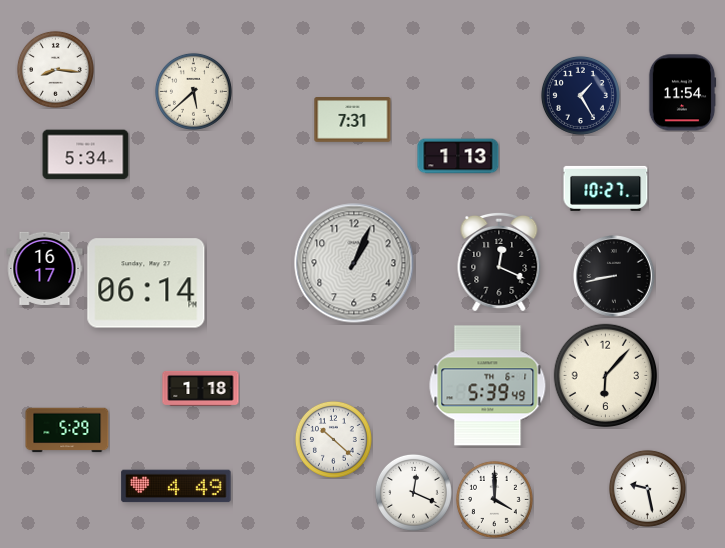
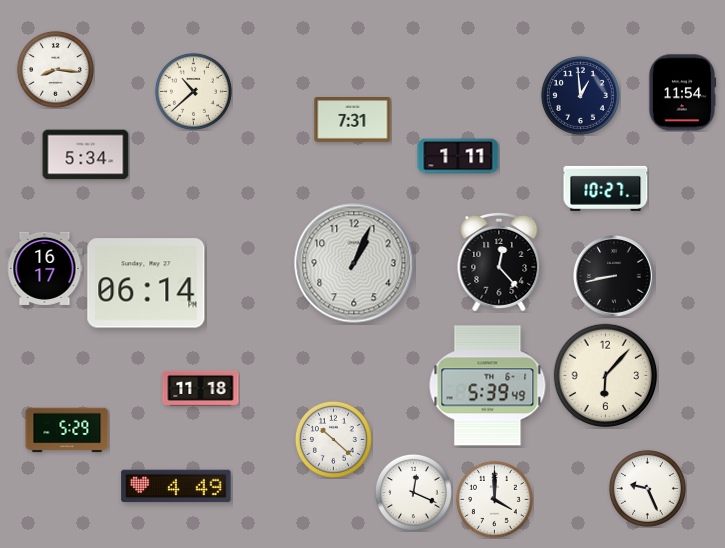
clock at (193, 91): 5:38 -> 10:38
clock at (580, 95): 1:25 -> 12:59
clock at (458, 156): 1:13 -> 1:11
clock at (499, 262): 12:19 -> 12:23
clock at (201, 388): 1:18 -> 11:18
clock at (647, 488): 9:28 -> 9:26
